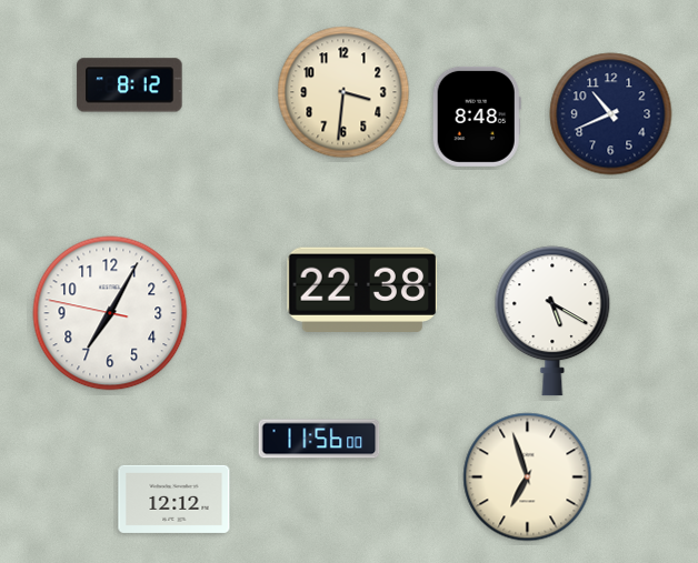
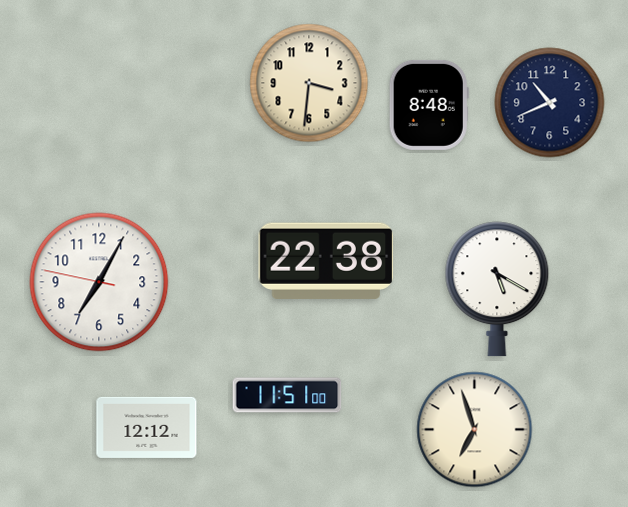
clock at (130, 86): 8:12 -> none
clock at (319, 439): 11:56 -> 11:51
clock at (174, 499) position: (174, 499) -> (147, 427)
